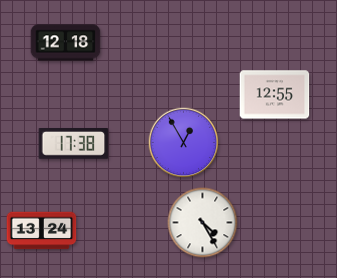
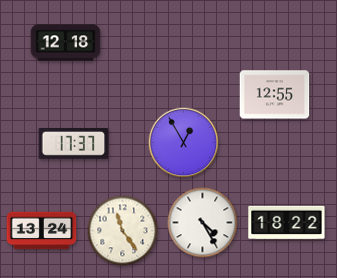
clock at (74, 144): 17:38 -> 17:37
clock at (287, 223): none -> 18:22
clock at (123, 231): none -> 11:24
